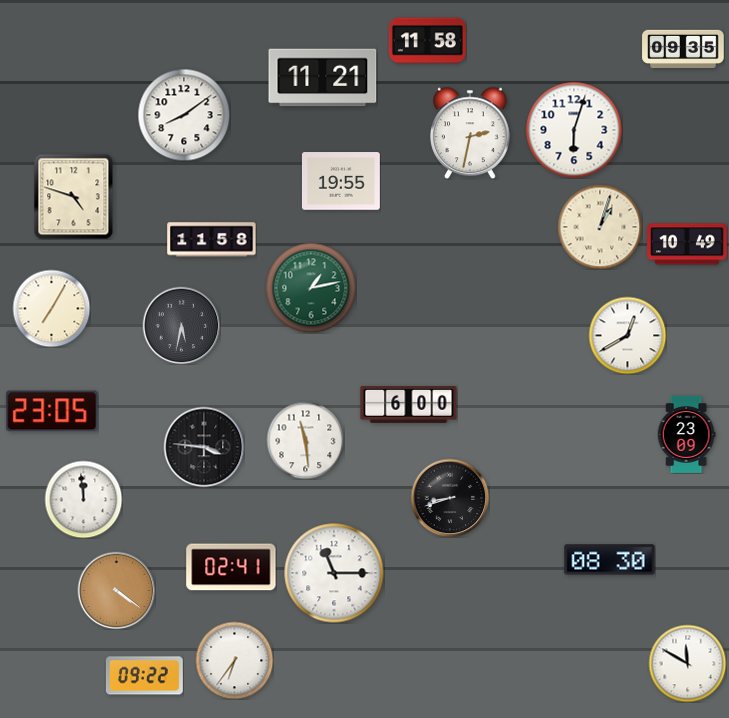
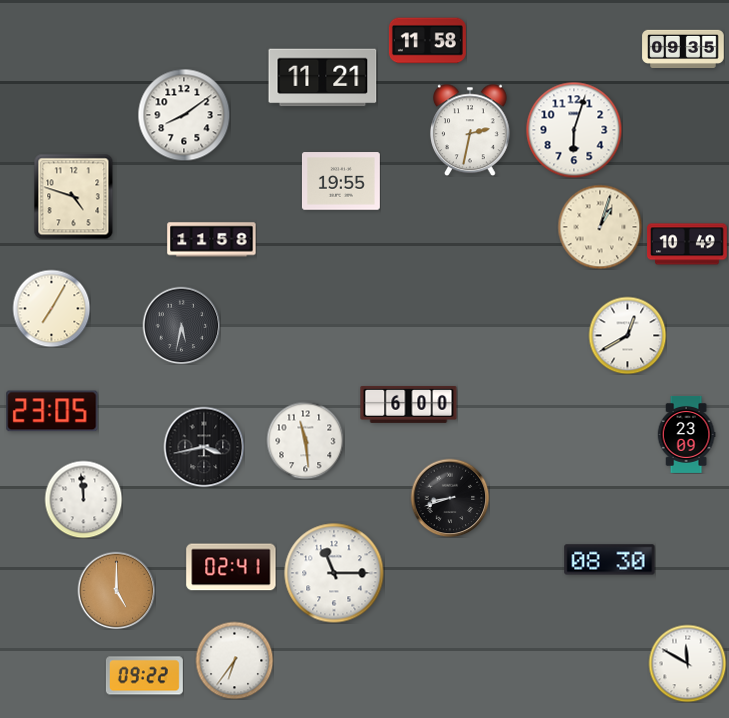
clock at (471, 133) position: (471, 133) -> (471, 130)
clock at (311, 288): 1:13 -> none
clock at (204, 447): 3:46 -> 3:43
clock at (116, 590): 4:21 -> 5:00
